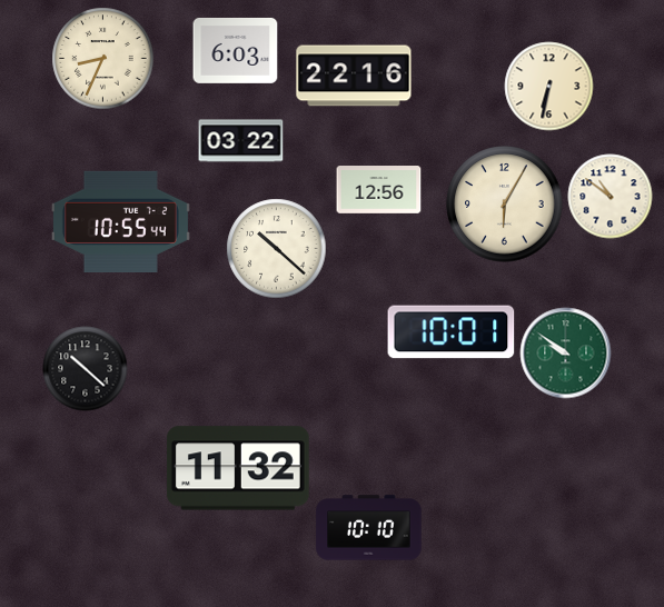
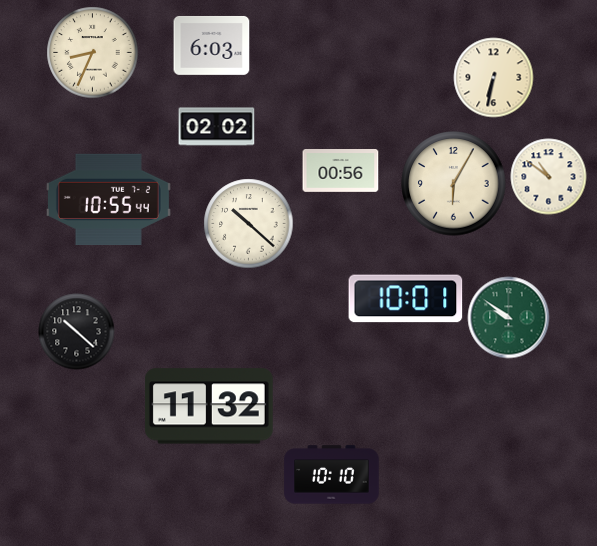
clock at (354, 76): 22:16 -> none
clock at (241, 141): 03:22 -> 02:02
clock at (379, 190): 12:56 -> 00:56
clock at (238, 468) position: (238, 468) -> (209, 406)
